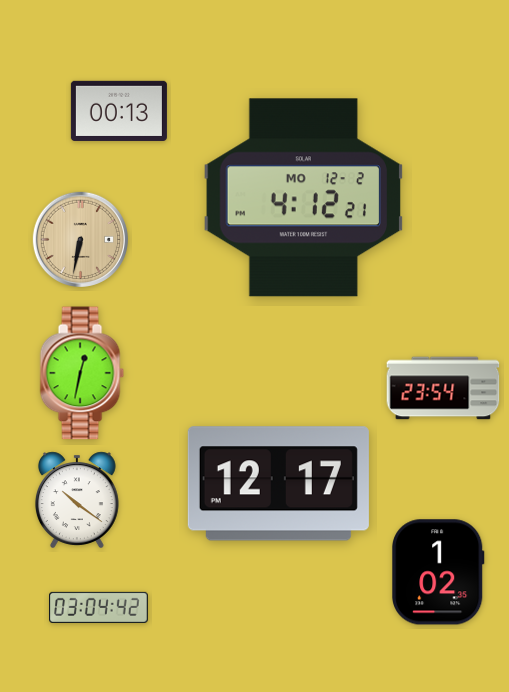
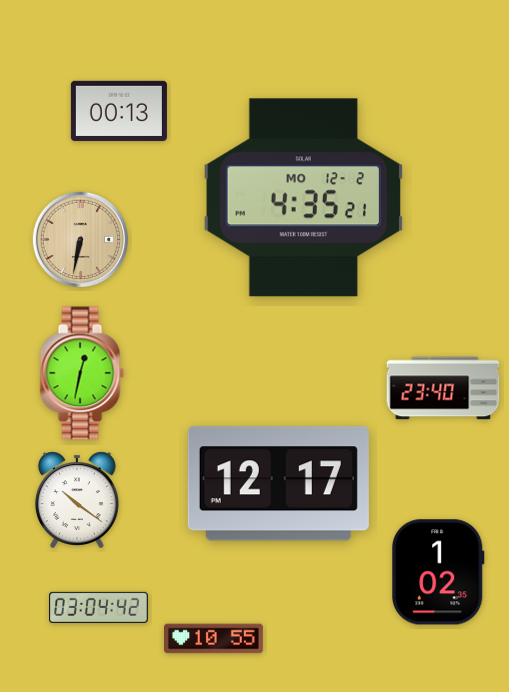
clock at (304, 198): 4:12 -> 4:35
clock at (443, 388): 23:54 -> 23:40
clock at (214, 639): none -> 10:55
